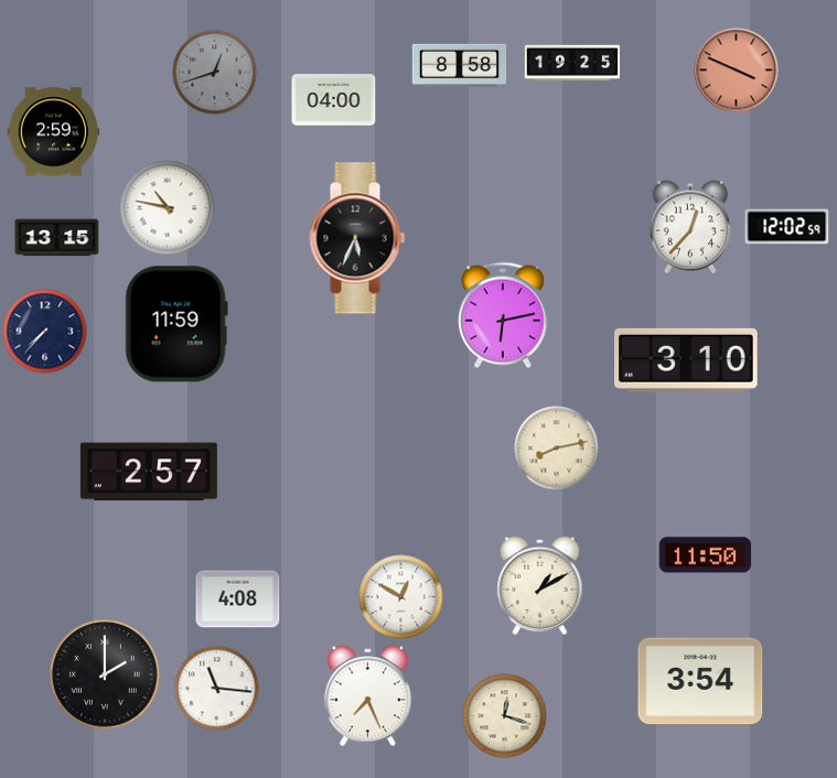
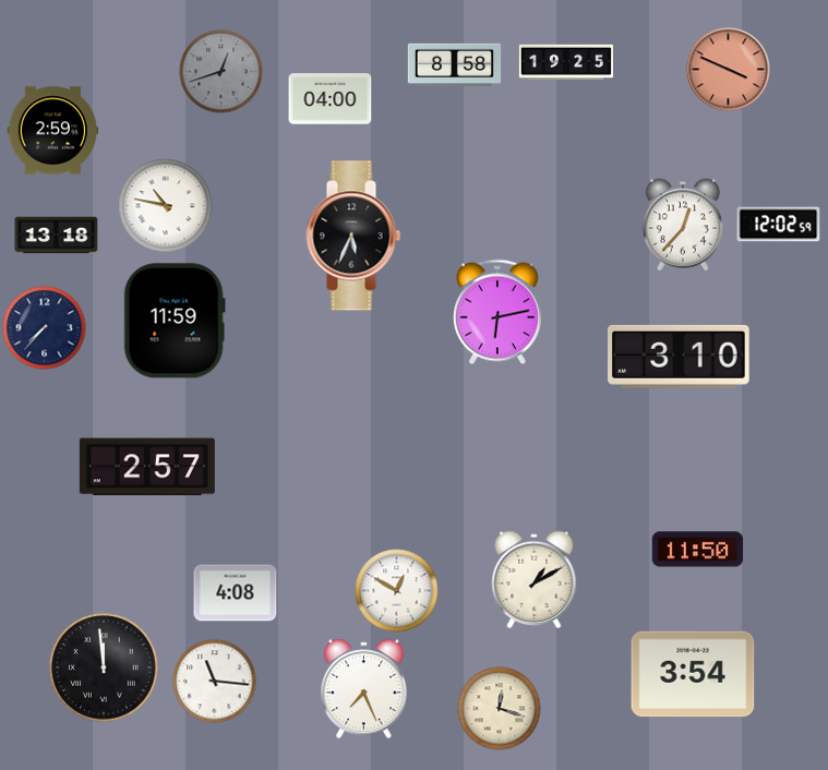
clock at (215, 73) position: (215, 73) -> (221, 72)
clock at (57, 238): 13:15 -> 13:18
clock at (557, 449): 8:13 -> none
clock at (105, 674): 2:00 -> 11:59
